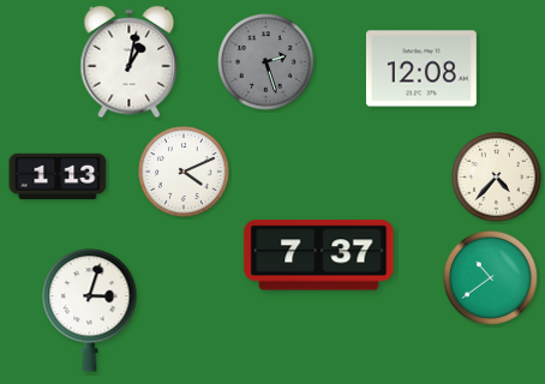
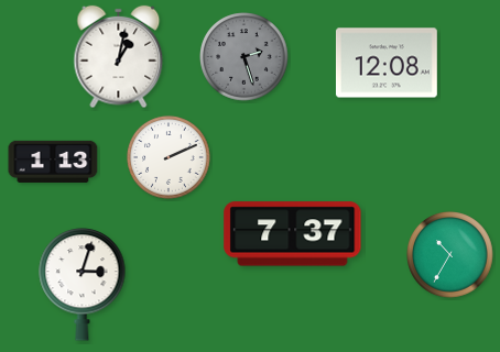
clock at (185, 173): 4:11 -> 2:11
clock at (497, 178): 4:37 -> none
clock at (491, 278): 10:39 -> 10:35
